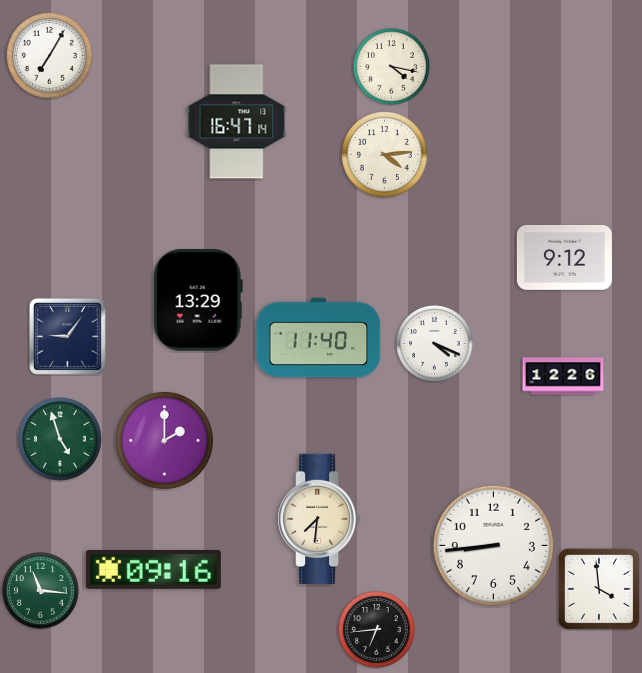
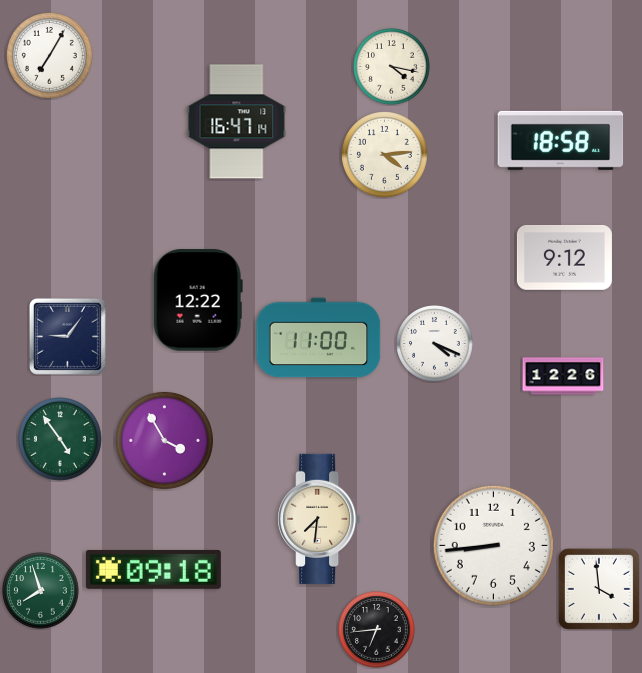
clock at (561, 140): none -> 18:58
clock at (198, 300): 13:29 -> 12:22
clock at (319, 338): 11:40 -> 11:00
clock at (61, 440): 4:57 -> 4:54
clock at (164, 440): 2:00 -> 3:55
clock at (153, 569): 09:16 -> 09:18
clock at (41, 591): 11:16 -> 7:57
